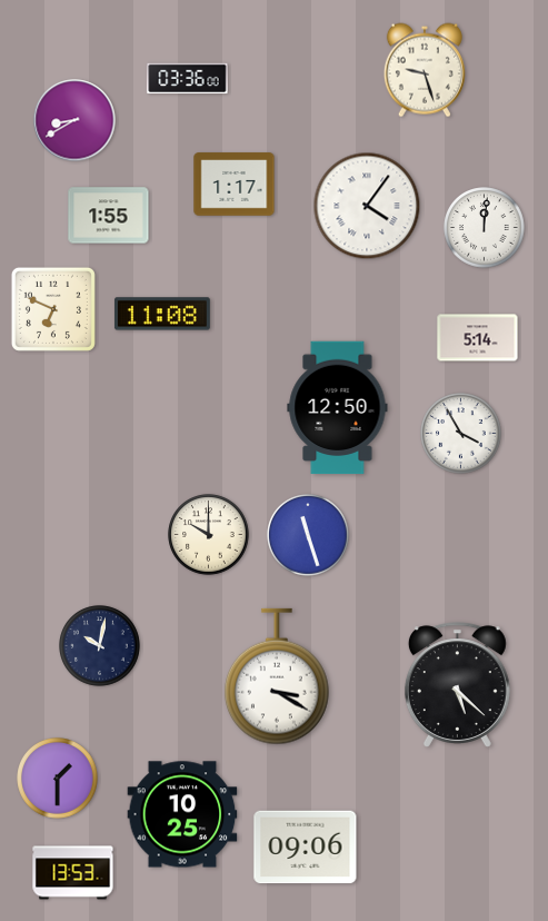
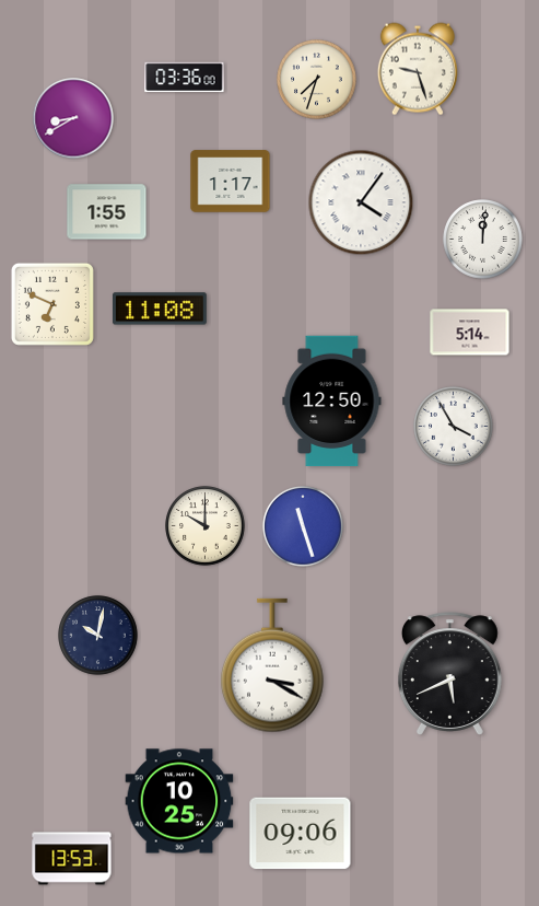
clock at (317, 80): none -> 7:33
clock at (485, 228) position: (485, 228) -> (483, 240)
clock at (457, 685): 5:22 -> 5:41
clock at (58, 779): 1:30 -> none
